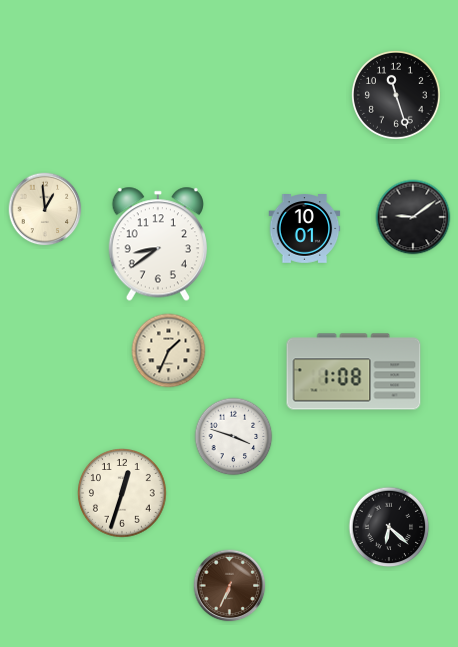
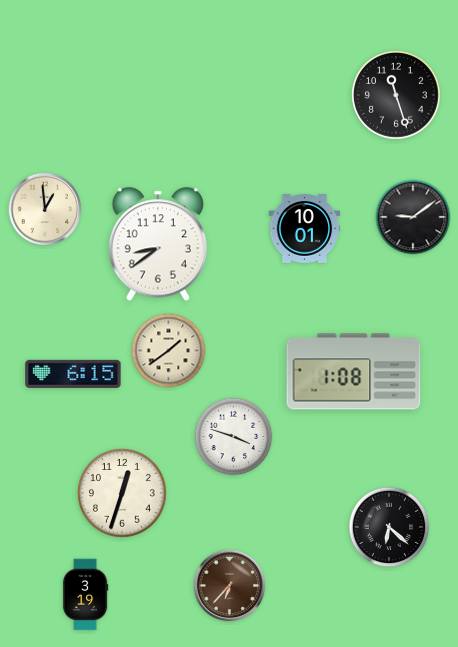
clock at (169, 351): 1:34 -> 1:39
clock at (73, 374): none -> 6:15
clock at (230, 586): 6:34 -> 6:37
clock at (85, 595): none -> 3:19
